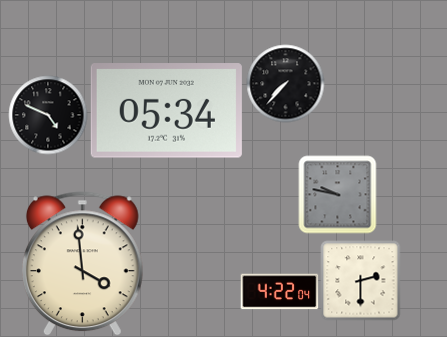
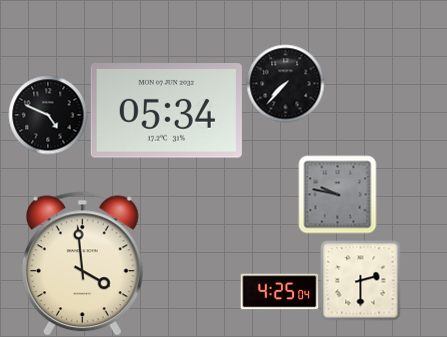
clock at (279, 292): 4:22 -> 4:25
